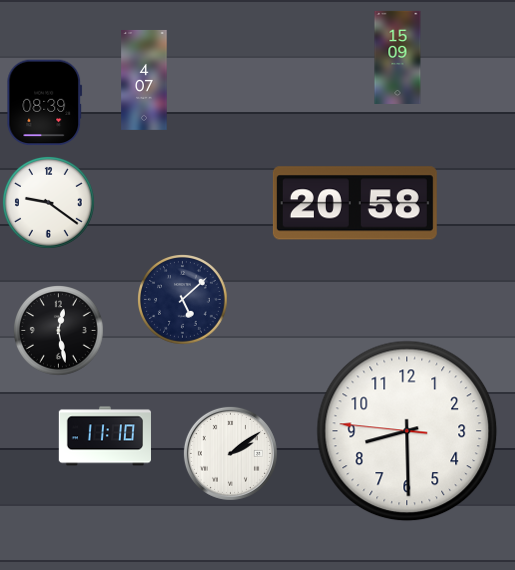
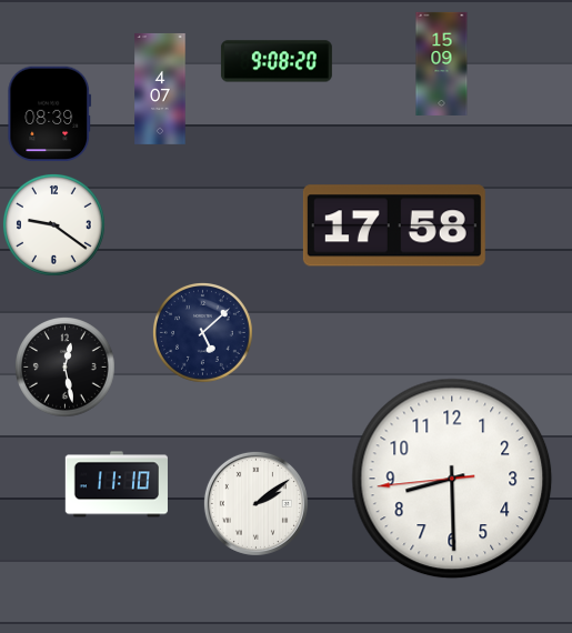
clock at (277, 61): none -> 9:08
clock at (355, 203): 20:58 -> 17:58
clock at (407, 431): 8:29:46 -> 8:29:44
